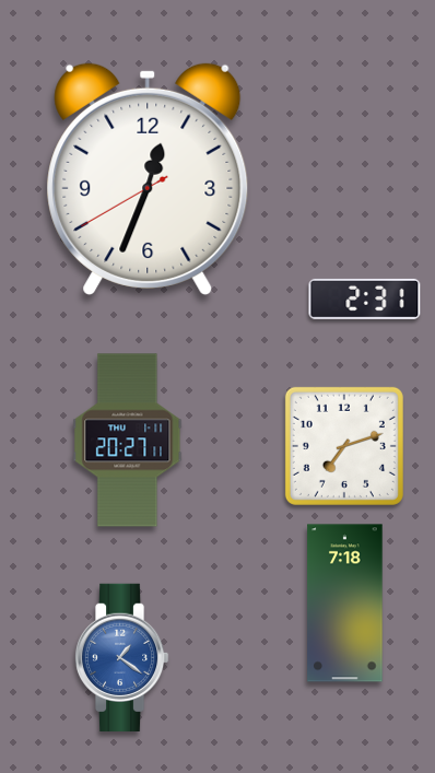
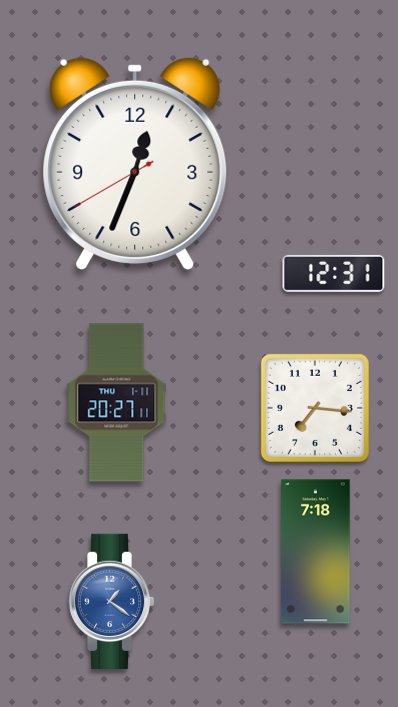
clock at (365, 298): 2:31 -> 12:31
clock at (344, 446): 7:12 -> 7:16
